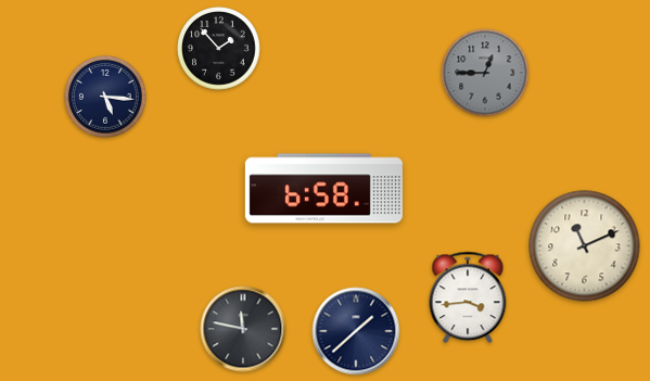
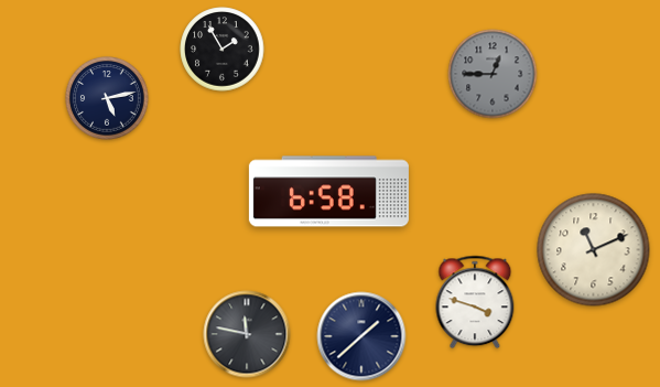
clock at (219, 49): 1:53 -> 1:55
clock at (105, 97): 5:16 -> 5:13
clock at (468, 297): 3:44 -> 3:48
